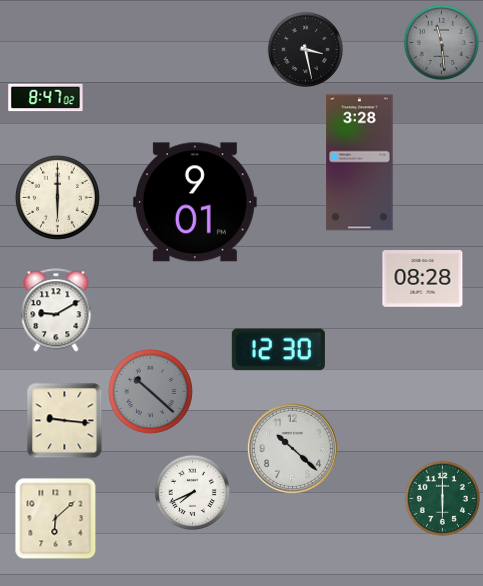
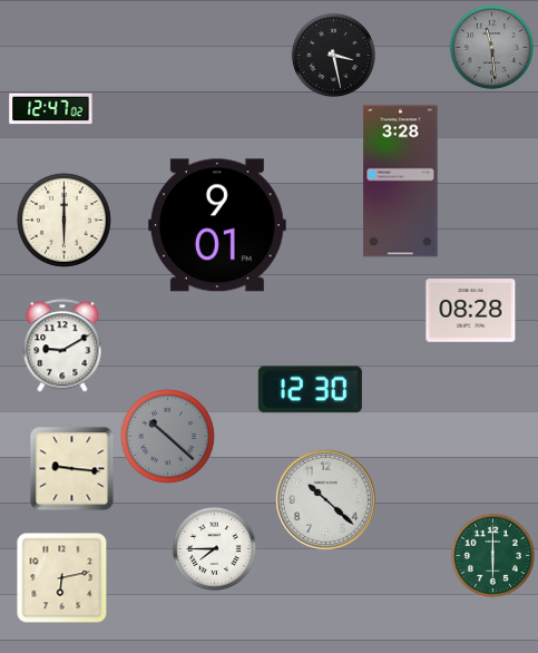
clock at (305, 49) position: (305, 49) -> (333, 55)
clock at (46, 98): 8:47 -> 12:47
clock at (192, 492): 7:41 -> 7:45
clock at (56, 519): 6:08 -> 6:13
